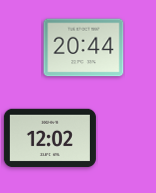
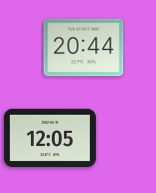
clock at (50, 138): 12:02 -> 12:05
